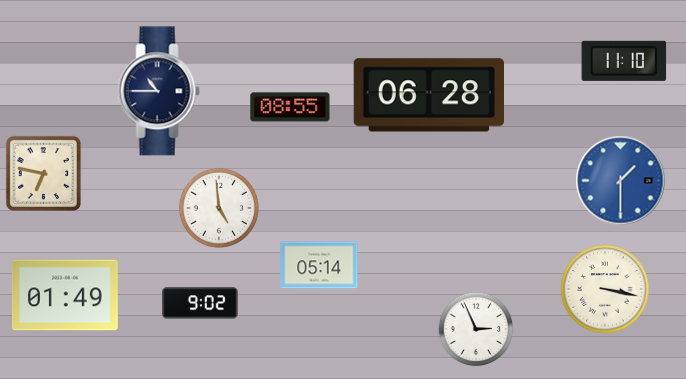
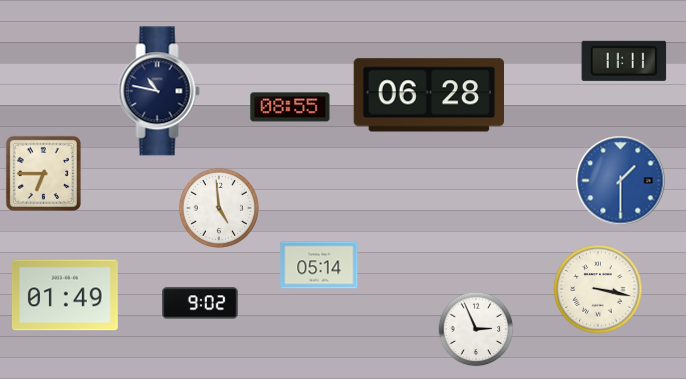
clock at (624, 61): 11:10 -> 11:11
clock at (159, 91): 10:45 -> 10:47
clock at (43, 173): 6:47 -> 6:45
clock at (605, 289) position: (605, 289) -> (598, 289)
